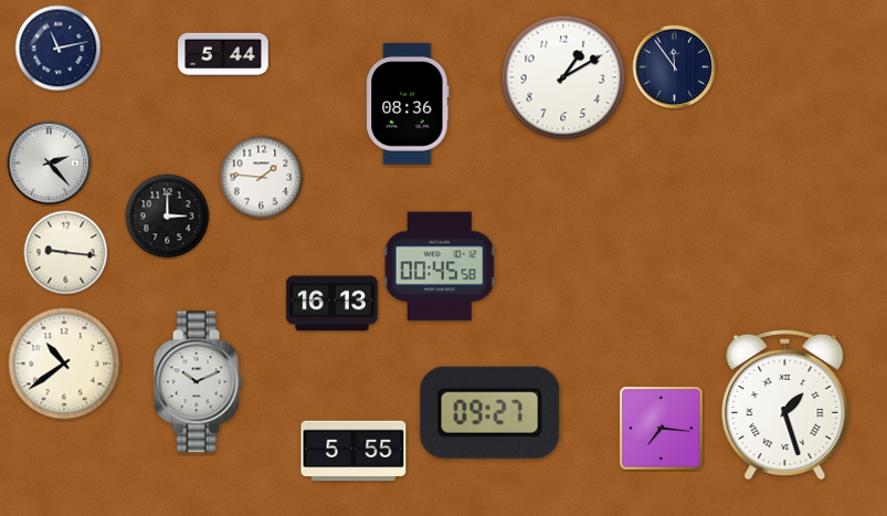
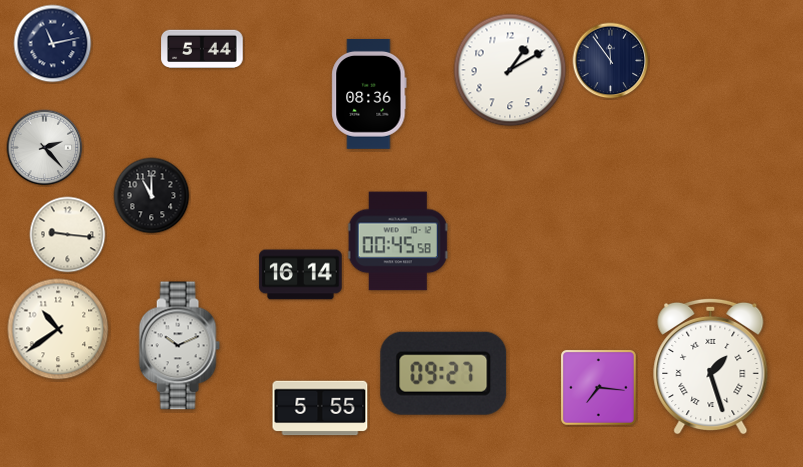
clock at (262, 178): 1:46 -> none
clock at (168, 217): 3:00 -> 11:00
clock at (66, 253) position: (66, 253) -> (68, 235)
clock at (332, 304): 16:13 -> 16:14
